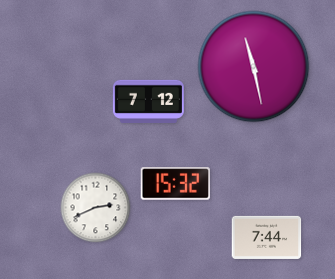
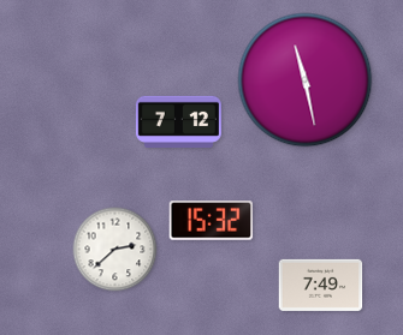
clock at (96, 208): 2:41 -> 2:38
clock at (267, 237): 7:44 -> 7:49
